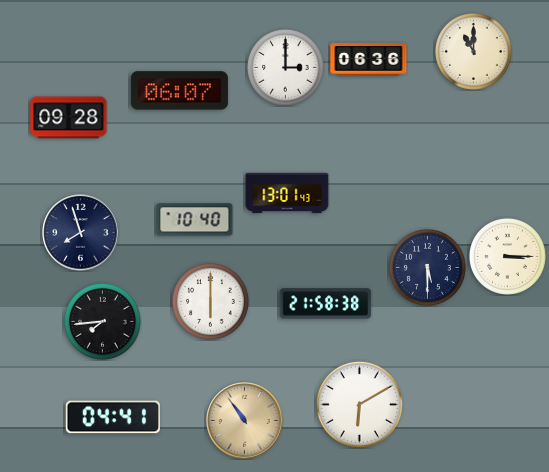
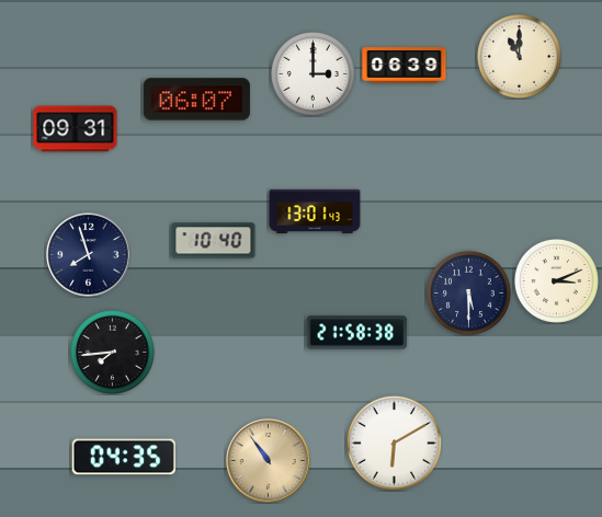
clock at (369, 60): 06:36 -> 06:39
clock at (69, 118): 09:28 -> 09:31
clock at (507, 256): 3:15 -> 3:11
clock at (210, 301): 6:00 -> none
clock at (112, 417): 04:41 -> 04:35
